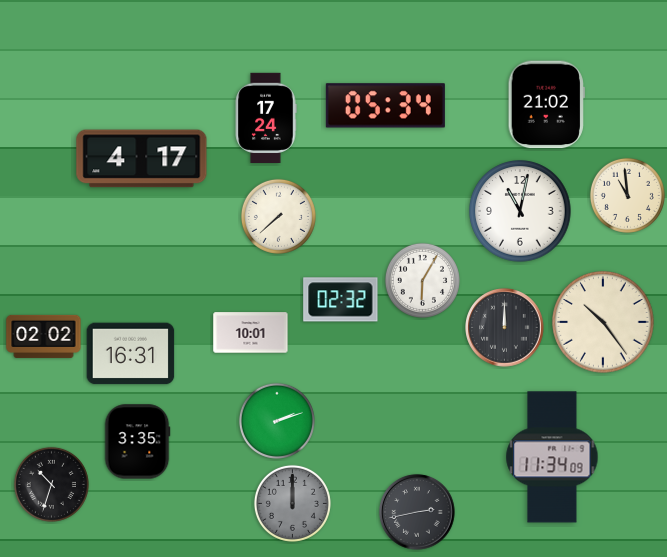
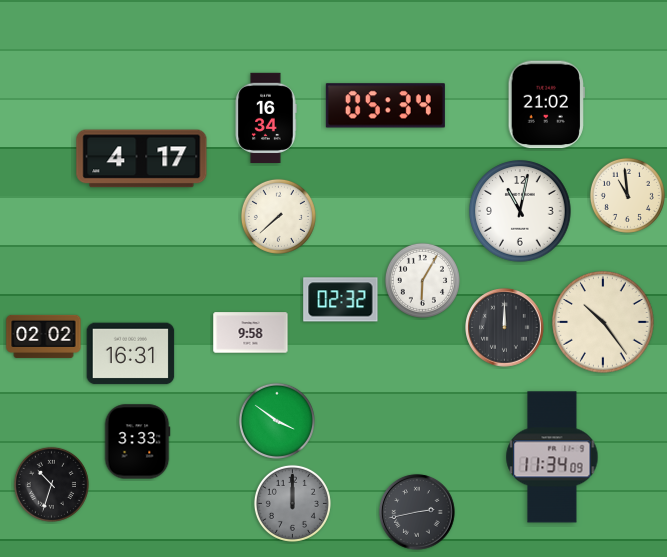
clock at (266, 118): 17:24 -> 16:34
clock at (251, 333): 10:01 -> 9:58
clock at (277, 421): 2:12 -> 3:51
clock at (137, 442): 3:35 -> 3:33
